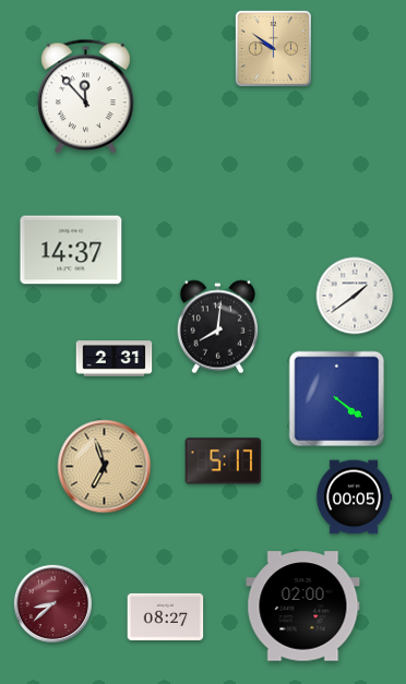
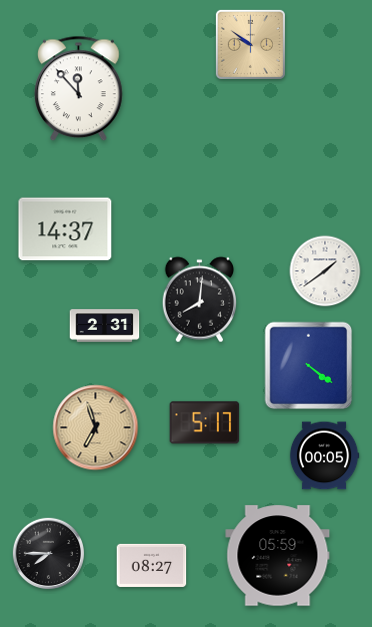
clock at (115, 359) position: (115, 359) -> (105, 326)
clock at (52, 603): 8:38 -> 7:45
clock at (52, 603) dial: burgundy -> black
clock at (303, 607): 02:00 -> 05:59
